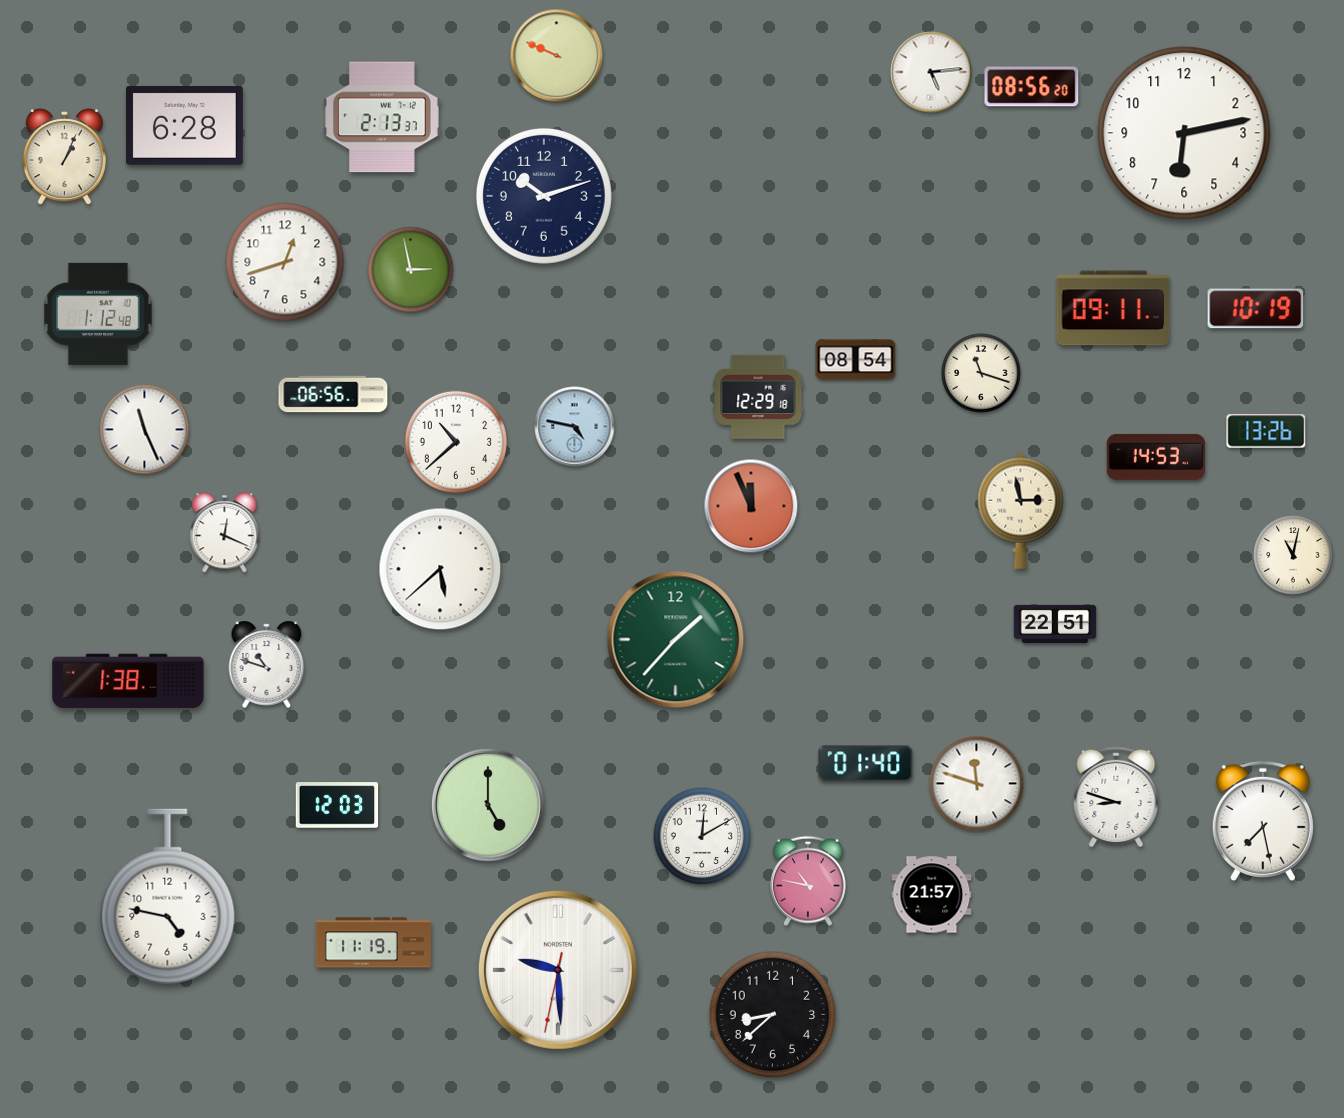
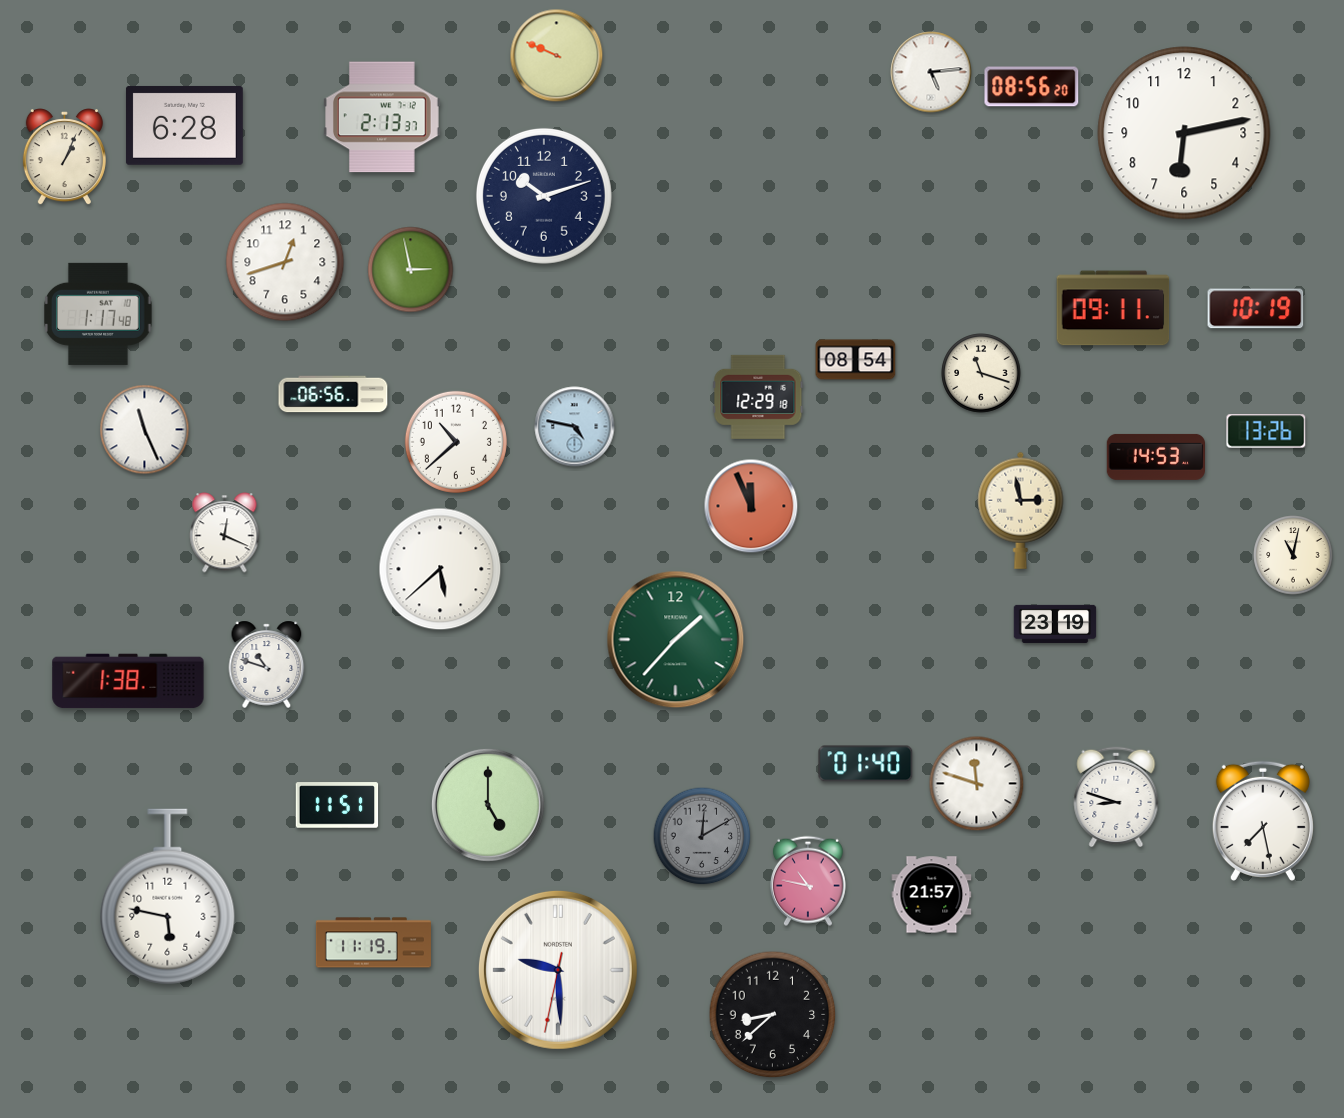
clock at (98, 314): 1:12 -> 1:17
clock at (1055, 624): 22:51 -> 23:19
clock at (337, 805): 12:03 -> 11:51
clock at (702, 836) dial: white -> grey
clock at (168, 897): 4:47 -> 5:47
